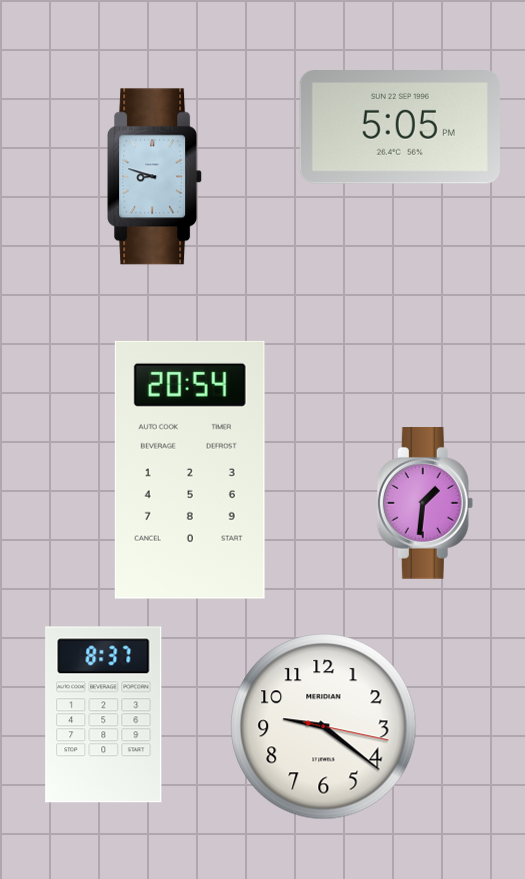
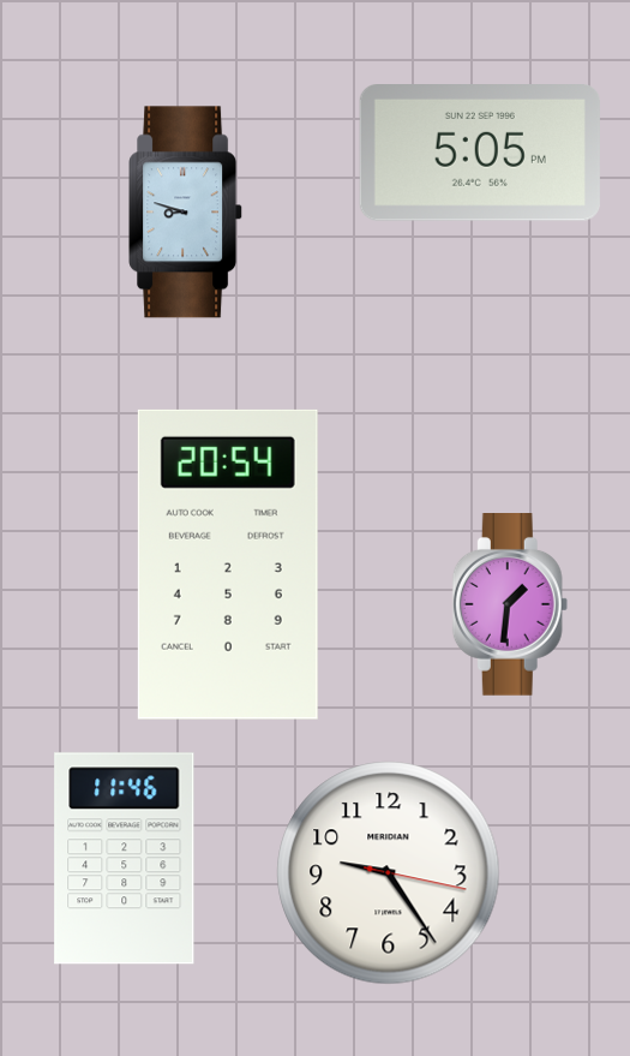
clock at (104, 715): 8:37 -> 11:46
clock at (324, 727): 9:21 -> 9:24
